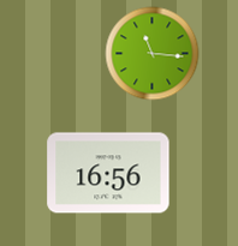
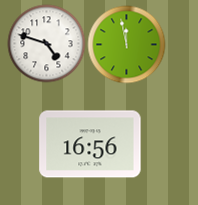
clock at (46, 43): none -> 4:48
clock at (151, 53): 11:16 -> 11:58
